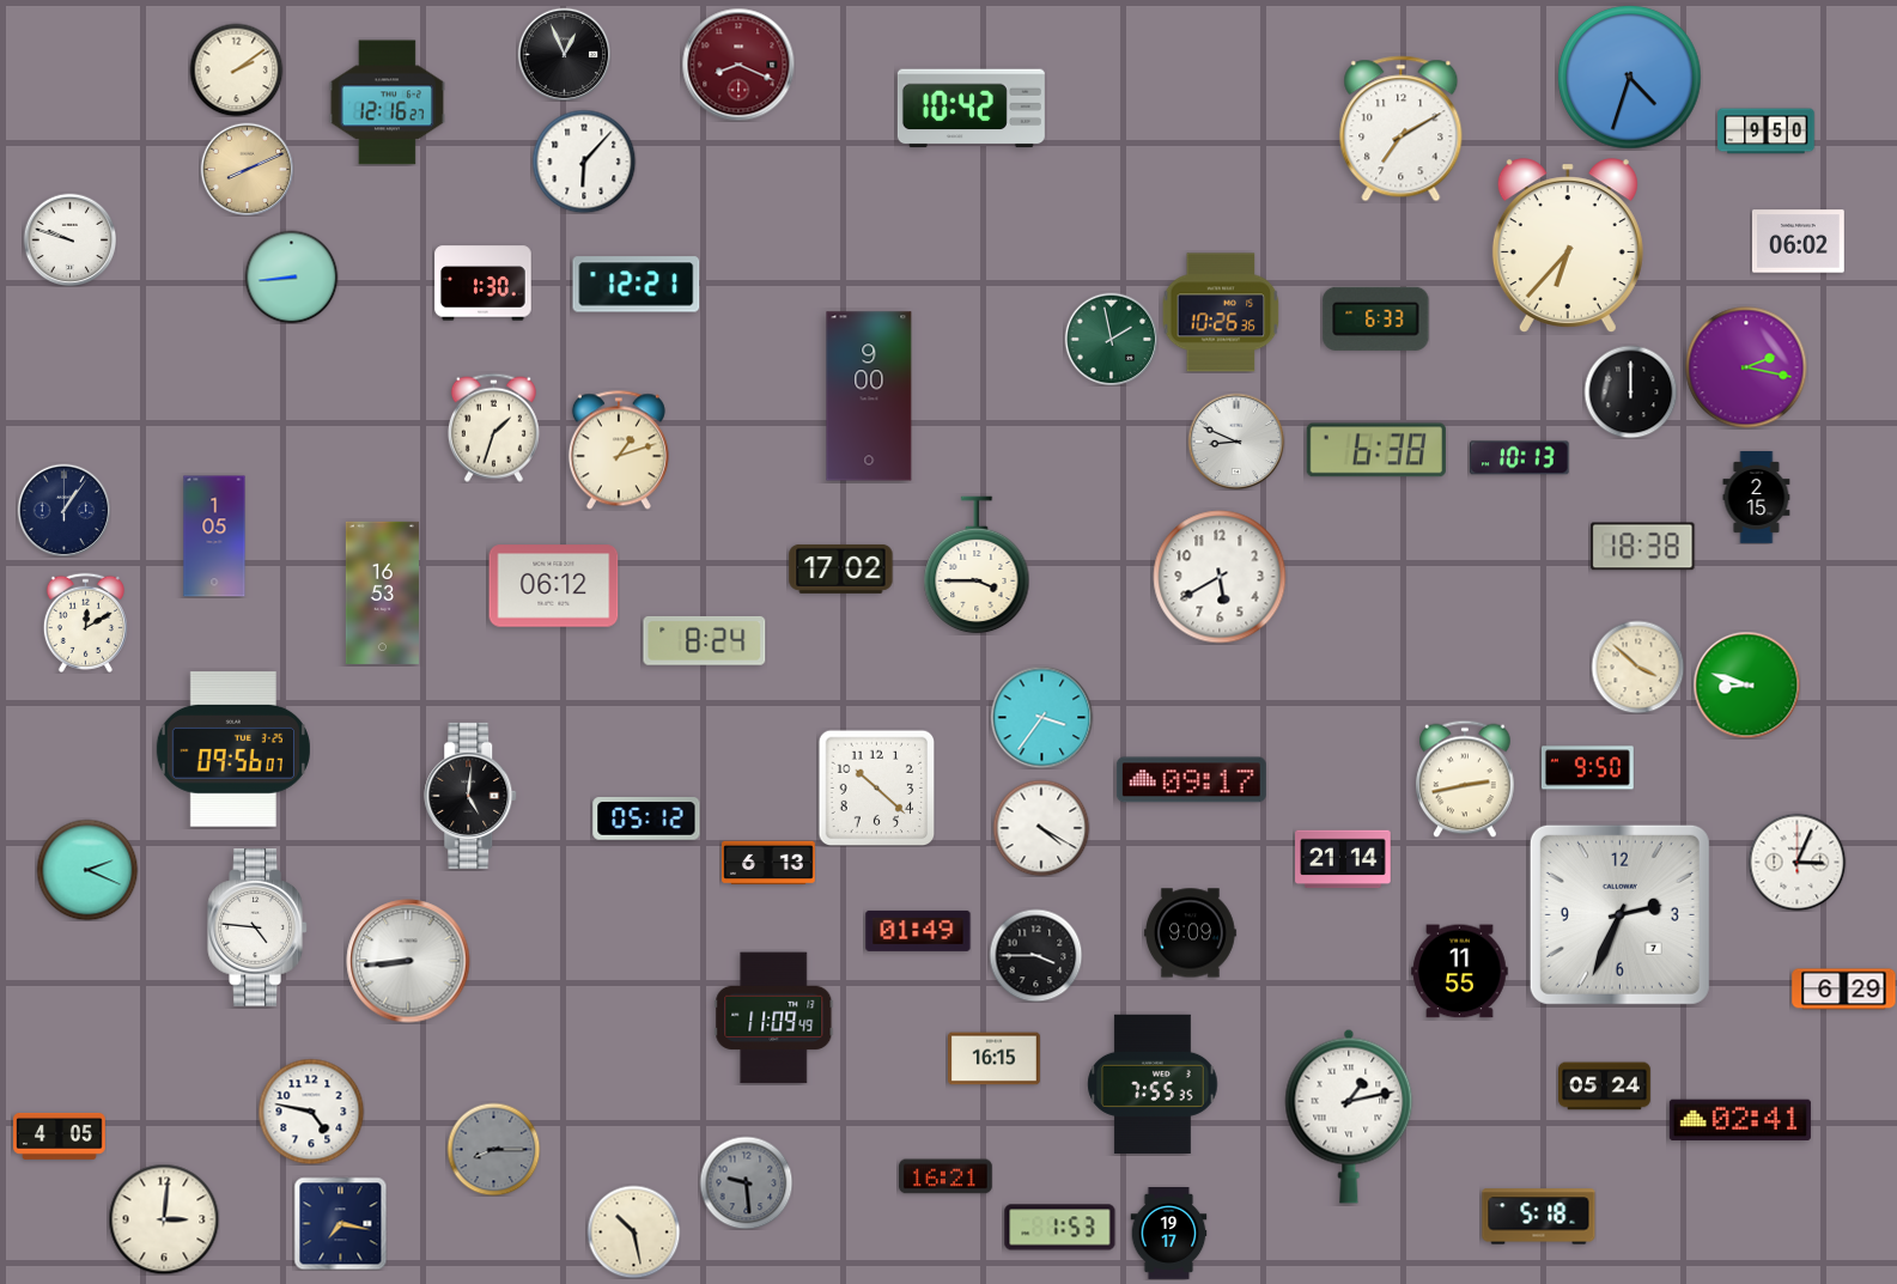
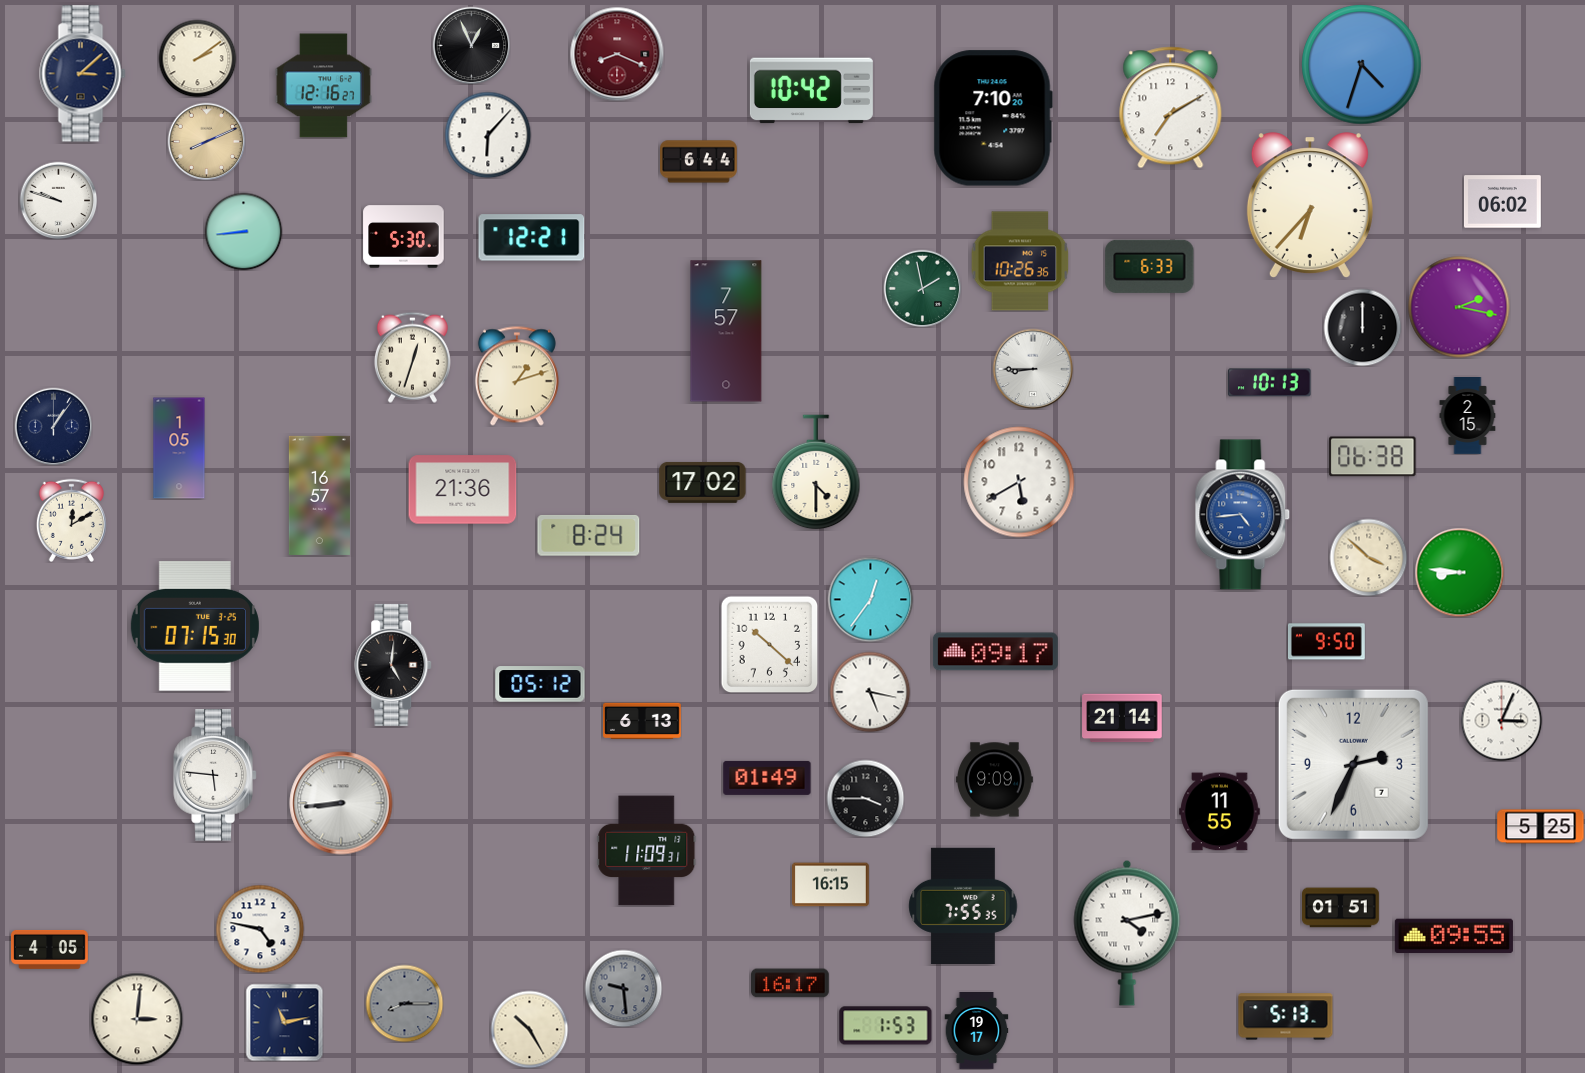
clock at (83, 74): none -> 3:08
clock at (1767, 132): 9:50 -> none
clock at (993, 118): none -> 7:10
clock at (699, 162): none -> 6:44
clock at (484, 284): 1:30 -> 5:30
clock at (1111, 339) position: (1111, 339) -> (922, 288)
clock at (869, 396): 9:00 -> 7:57
clock at (493, 427): 1:33 -> 12:33
clock at (1236, 442): 8:49 -> 8:45
clock at (1376, 450): 6:38 -> none
clock at (1643, 547): 18:38 -> 06:38
clock at (977, 565): 3:45 -> 4:30
clock at (841, 568) position: (841, 568) -> (703, 482)
clock at (554, 586): 06:12 -> 21:36
clock at (382, 592): 16:53 -> 16:57
clock at (1243, 515): none -> 4:44
clock at (1746, 684): 8:48 -> 8:46
clock at (1041, 717): 3:36 -> 12:36
clock at (233, 749): 09:56 -> 07:15
clock at (1465, 779): 2:43 -> none
clock at (876, 787) position: (876, 787) -> (769, 644)
clock at (1041, 828): 4:20 -> 5:17
clock at (87, 870): 2:19 -> none
clock at (257, 927): 4:46 -> 5:46
clock at (1844, 990): 6:29 -> 5:25
clock at (774, 1018): 11:09:49 -> 11:09:31
clock at (1605, 1087): 05:24 -> 01:51
clock at (1349, 1116): 1:13 -> 4:13
clock at (1740, 1120): 02:41 -> 09:55
clock at (493, 1149) position: (493, 1149) -> (404, 1003)
clock at (947, 1176): 16:21 -> 16:17
clock at (1539, 1217): 5:18 -> 5:13
clock at (340, 1223): 7:17 -> 11:13
clock at (633, 1231): 10:28 -> 10:25
